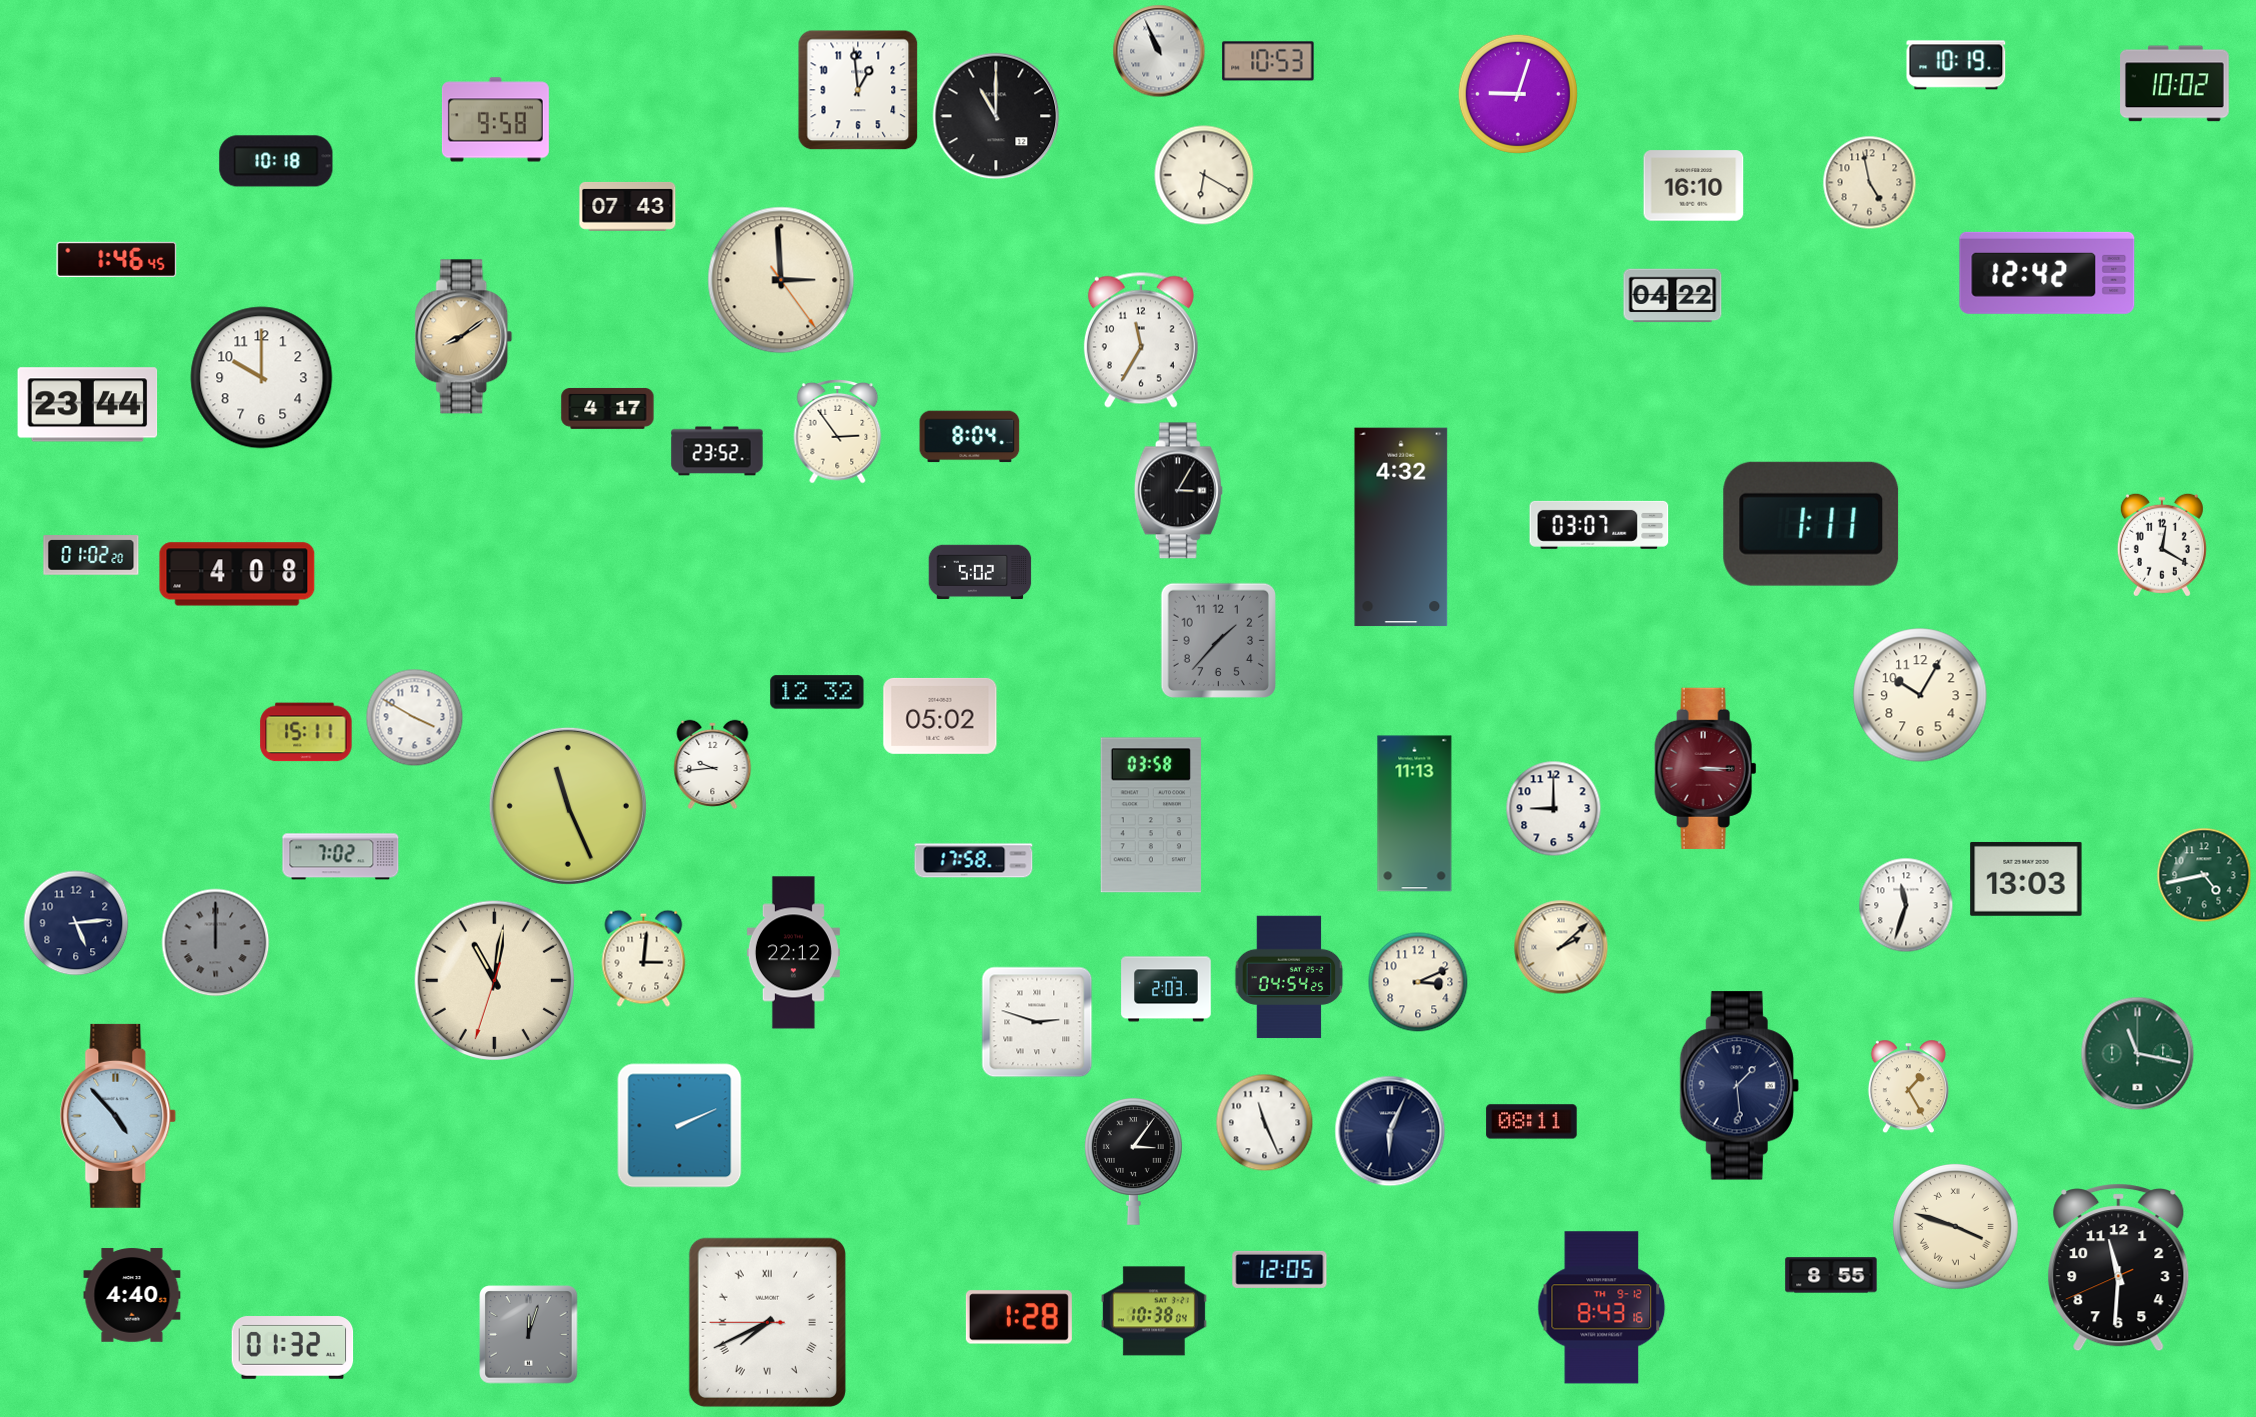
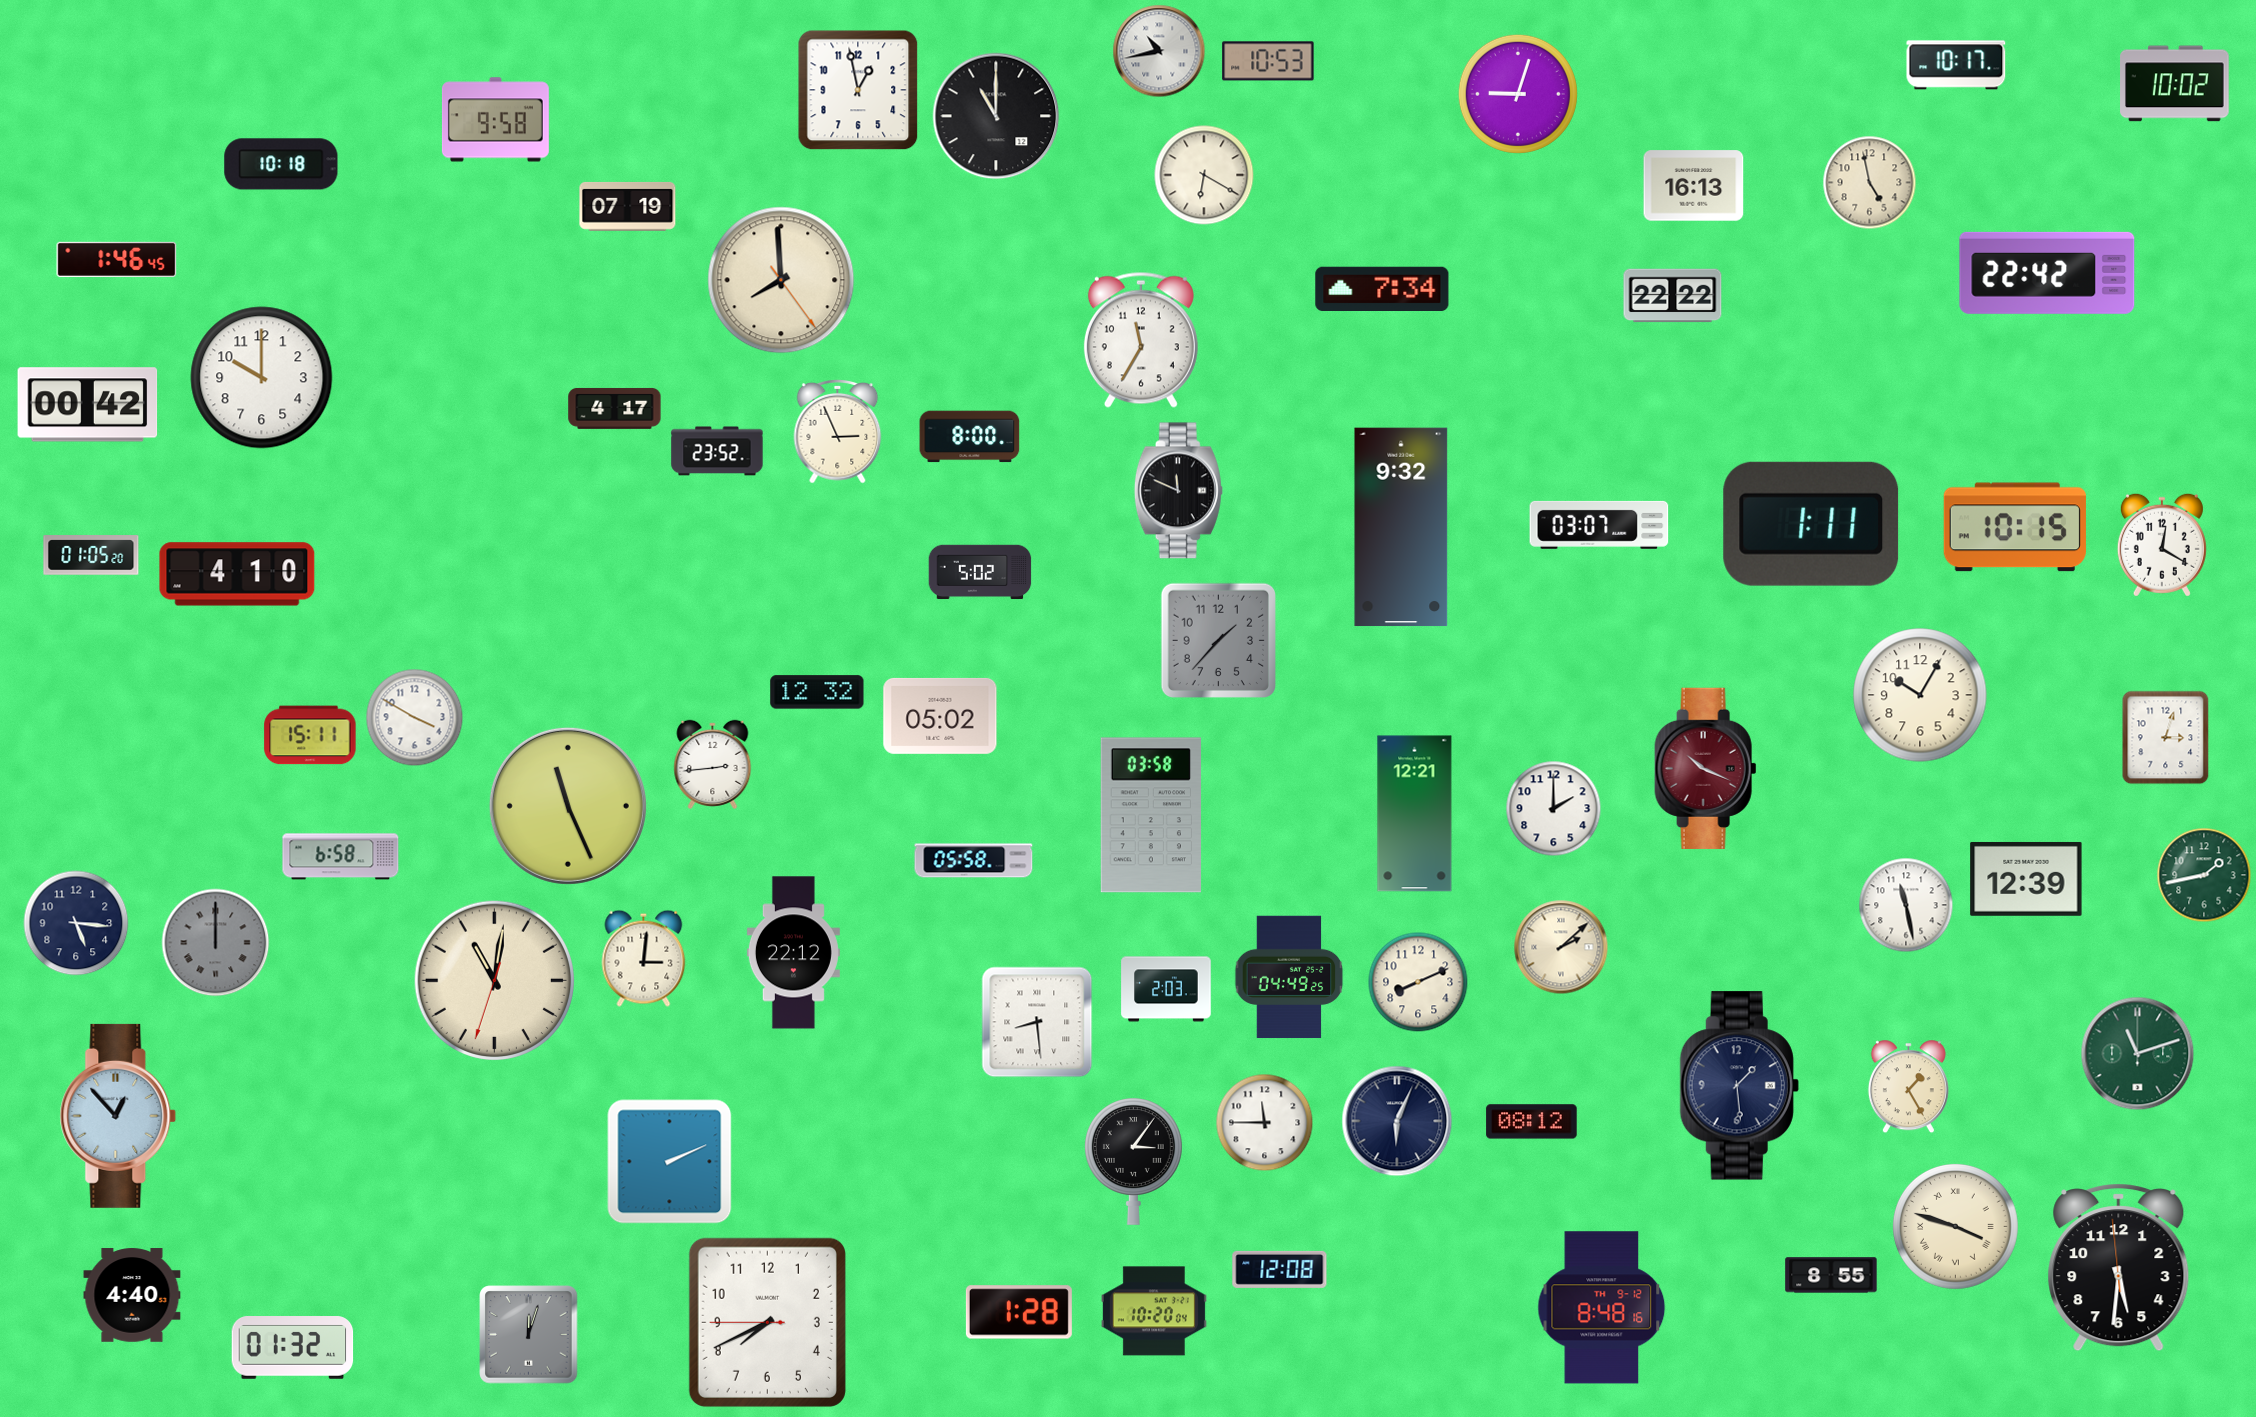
clock at (1159, 51): 10:56 -> 10:43
clock at (1956, 65): 10:19 -> 10:17
clock at (858, 90): 12:59 -> 12:58
clock at (276, 161) position: (276, 161) -> (281, 164)
clock at (1694, 186): 16:10 -> 16:13
clock at (628, 206): 07:43 -> 07:19
clock at (2047, 273): 12:42 -> 22:42
clock at (781, 280): 2:59 -> 7:59
clock at (1382, 289): none -> 7:34
clock at (1673, 296): 04:22 -> 22:22
clock at (464, 337): 8:09 -> none
clock at (88, 405): 23:44 -> 00:42
clock at (608, 408) position: (608, 408) -> (615, 408)
clock at (838, 432): 2:54 -> 2:56
clock at (970, 437): 8:04 -> 8:00
clock at (1178, 491): 3:05 -> 11:49
clock at (1401, 527): 4:32 -> 9:32
clock at (2015, 527): none -> 10:15
clock at (91, 555): 01:02 -> 01:05
clock at (237, 574): 4:08 -> 4:10
clock at (306, 732) position: (306, 732) -> (310, 735)
clock at (2166, 738): none -> 3:03
clock at (713, 764): 9:44 -> 2:44
clock at (1706, 768): 3:15 -> 10:19
clock at (1554, 809): 9:00 -> 2:00
clock at (1415, 814): 11:13 -> 12:21
clock at (341, 857): 7:02 -> 6:58
clock at (974, 861): 17:58 -> 05:58
clock at (2204, 875): 4:43 -> 1:43
clock at (2026, 879): 13:03 -> 12:39
clock at (1906, 905): 11:33 -> 11:28
clock at (76, 923): 5:14 -> 5:16
clock at (1289, 977): 04:54 -> 04:49
clock at (1418, 982): 3:11 -> 8:11
clock at (1037, 1022): 2:48 -> 8:29
clock at (2138, 1054): 11:17 -> 11:12
clock at (118, 1116): 4:53 -> 12:53
clock at (1532, 1122): 08:11 -> 08:12
clock at (1265, 1123): 11:26 -> 11:45
clock at (680, 1126) position: (680, 1126) -> (670, 1162)
clock at (1390, 1131) position: (1390, 1131) -> (1397, 1121)
clock at (2119, 1268): 11:30 -> 5:30
clock at (1280, 1269): 12:05 -> 12:08
clock at (1602, 1308): 8:43 -> 8:48
clock at (1154, 1311): 10:38 -> 10:20
clock at (1019, 1317) position: (1019, 1317) -> (1019, 1312)
clock at (767, 1322) numerals: Roman -> Arabic
